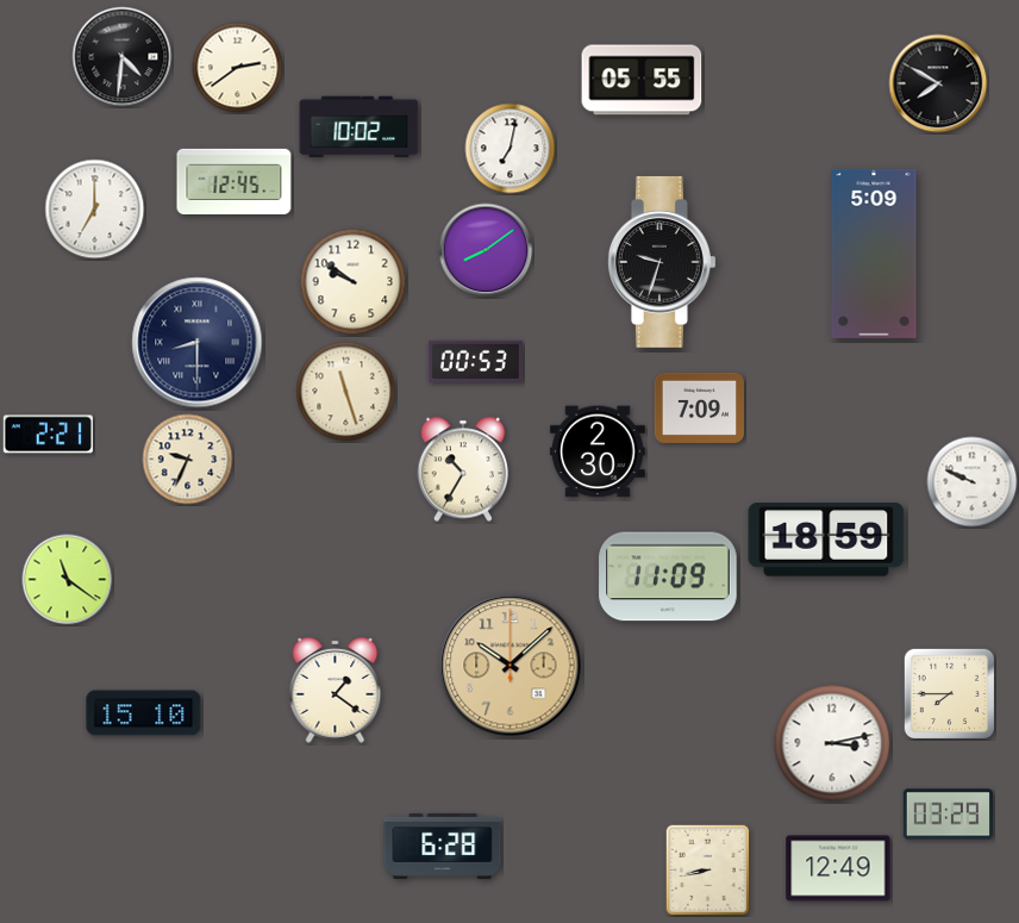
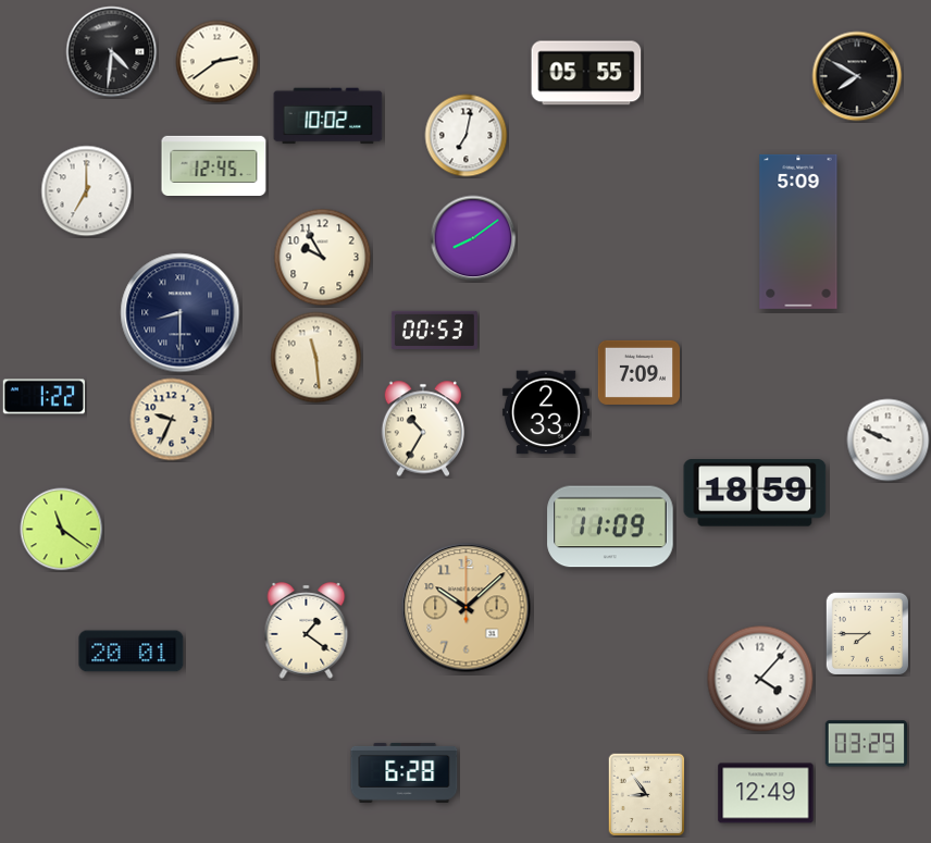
clock at (486, 250) position: (486, 250) -> (473, 238)
clock at (662, 262): 9:33 -> none
clock at (354, 282): 9:51 -> 9:55
clock at (346, 392): 11:27 -> 11:29
clock at (48, 435): 2:21 -> 1:22
clock at (598, 451): 2:30 -> 2:33
clock at (144, 713): 15:10 -> 20:01
clock at (832, 743): 3:13 -> 4:07
clock at (708, 871): 8:43 -> 8:54
